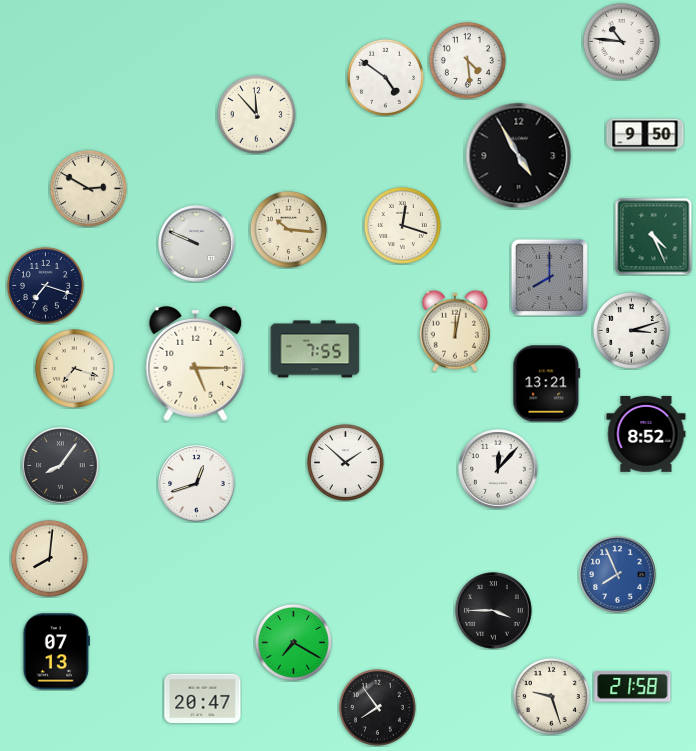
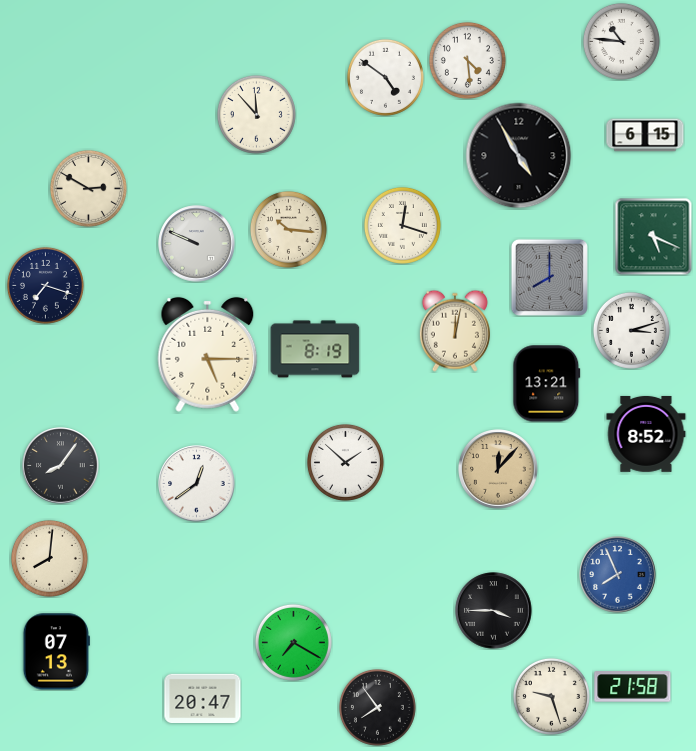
clock at (645, 135): 9:50 -> 6:15
clock at (653, 236): 4:26 -> 5:19
clock at (315, 349): 7:55 -> 8:19
clock at (196, 363) position: (196, 363) -> (208, 354)
clock at (74, 368): 7:18 -> none
clock at (498, 469) dial: white -> champagne
clock at (197, 484): 12:42 -> 12:39
